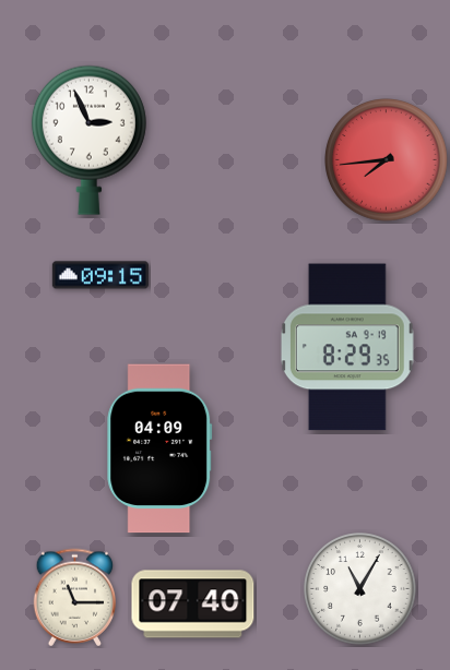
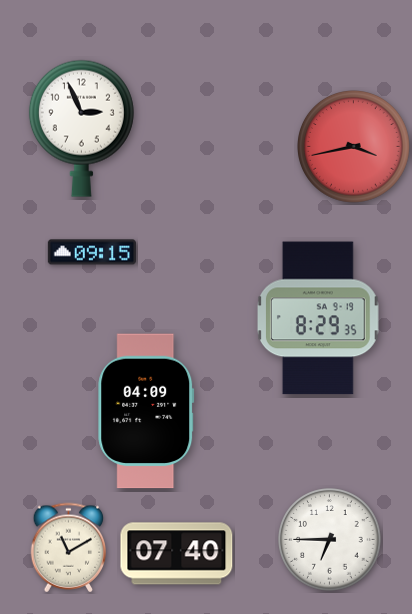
clock at (387, 160): 7:44 -> 3:43
clock at (360, 589): 11:05 -> 6:45
clock at (75, 598): 11:15 -> 11:10
